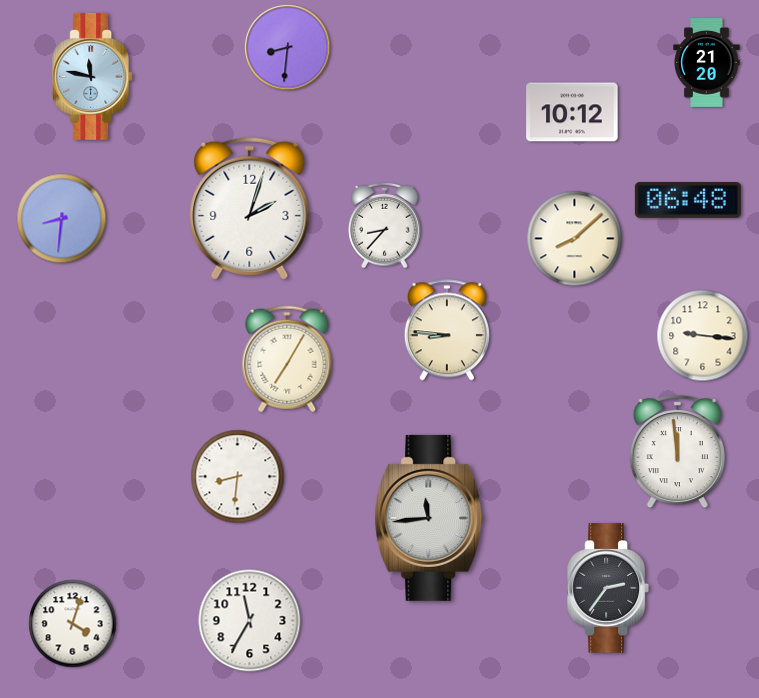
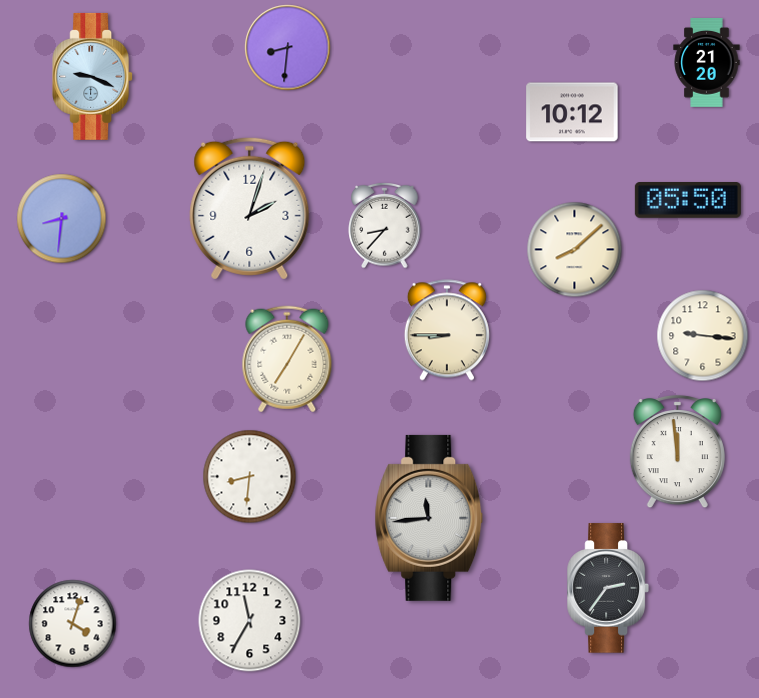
clock at (93, 76): 11:47 -> 9:19
clock at (688, 201): 06:48 -> 05:50
clock at (575, 239) position: (575, 239) -> (575, 250)
clock at (447, 330): 8:46 -> 8:45
clock at (238, 477) position: (238, 477) -> (250, 477)
